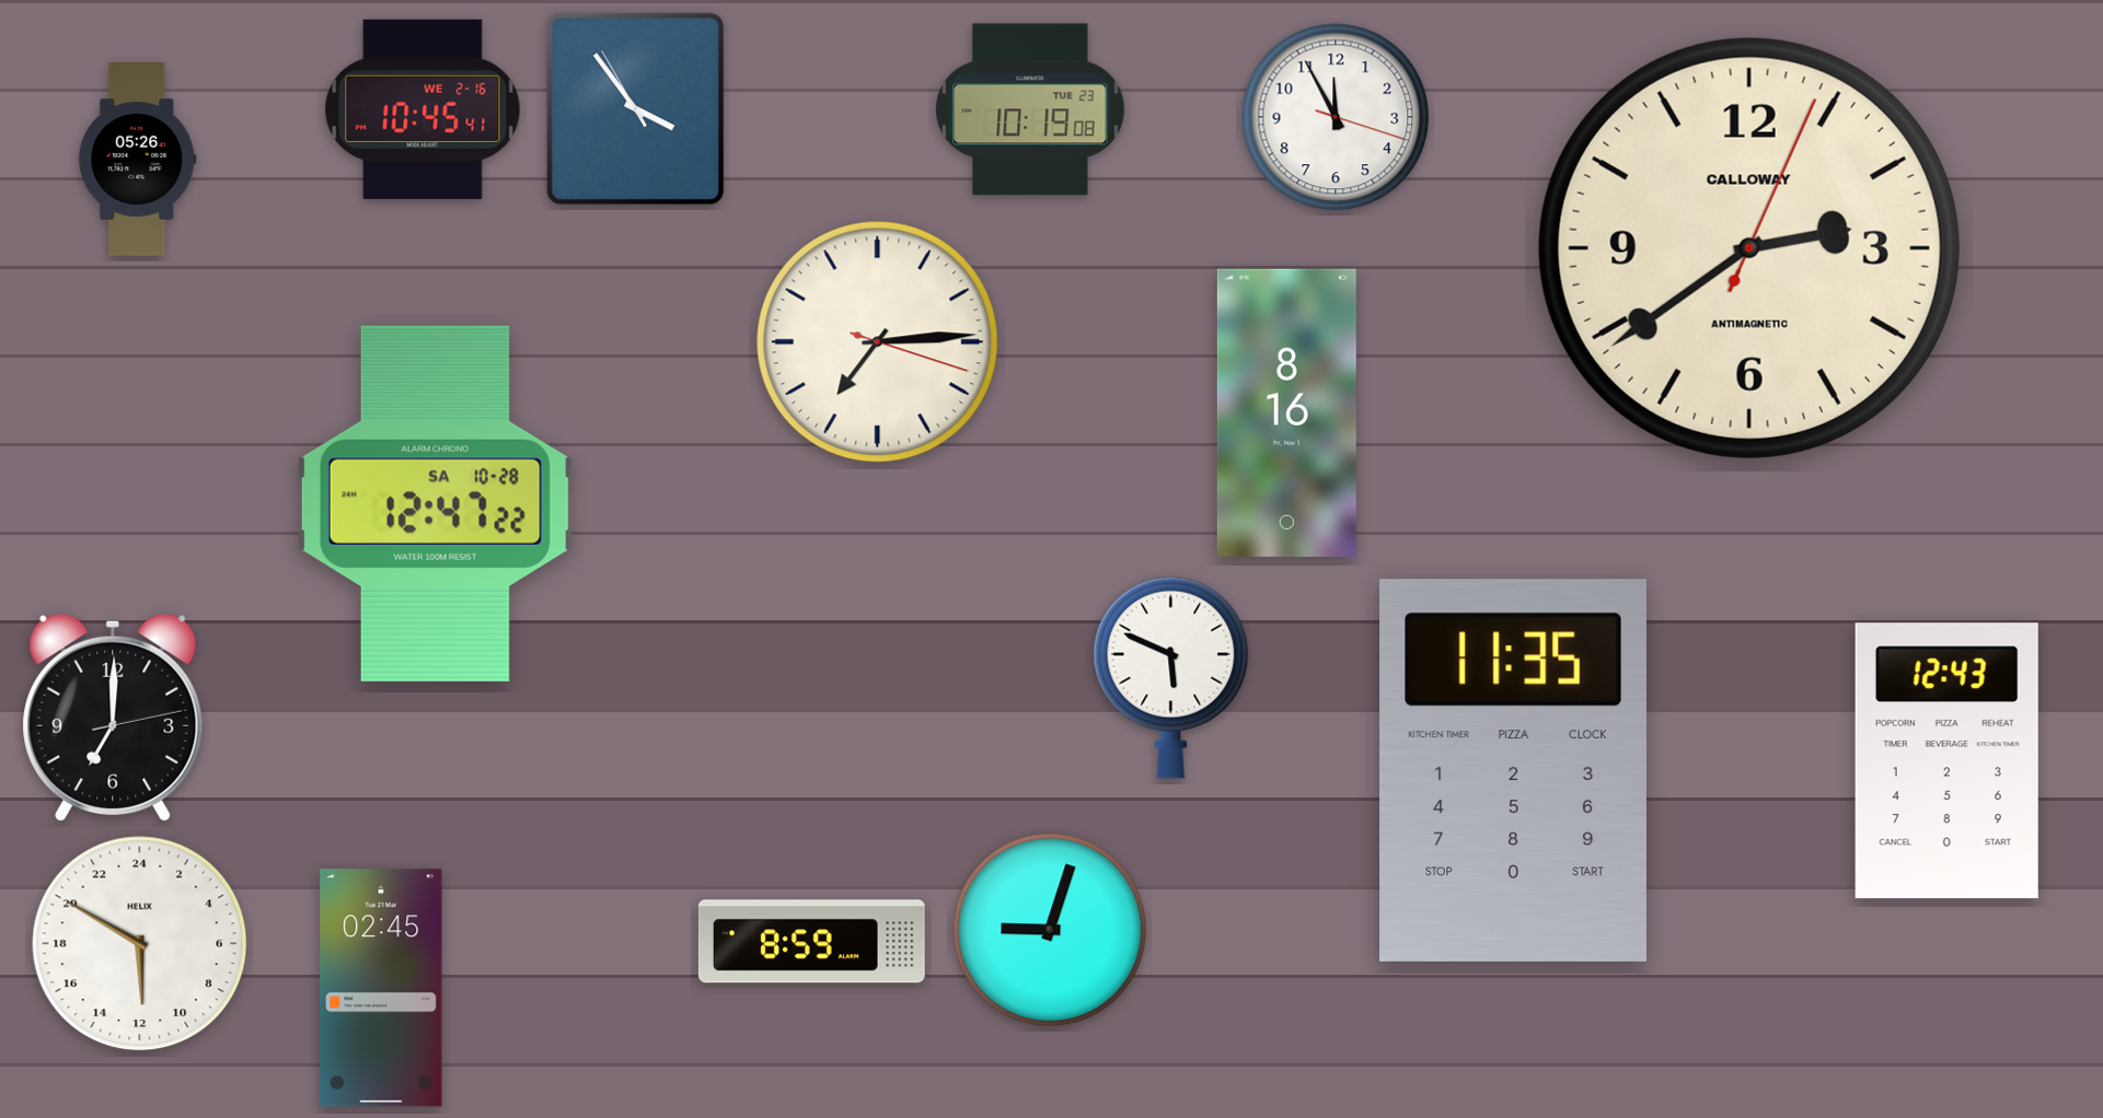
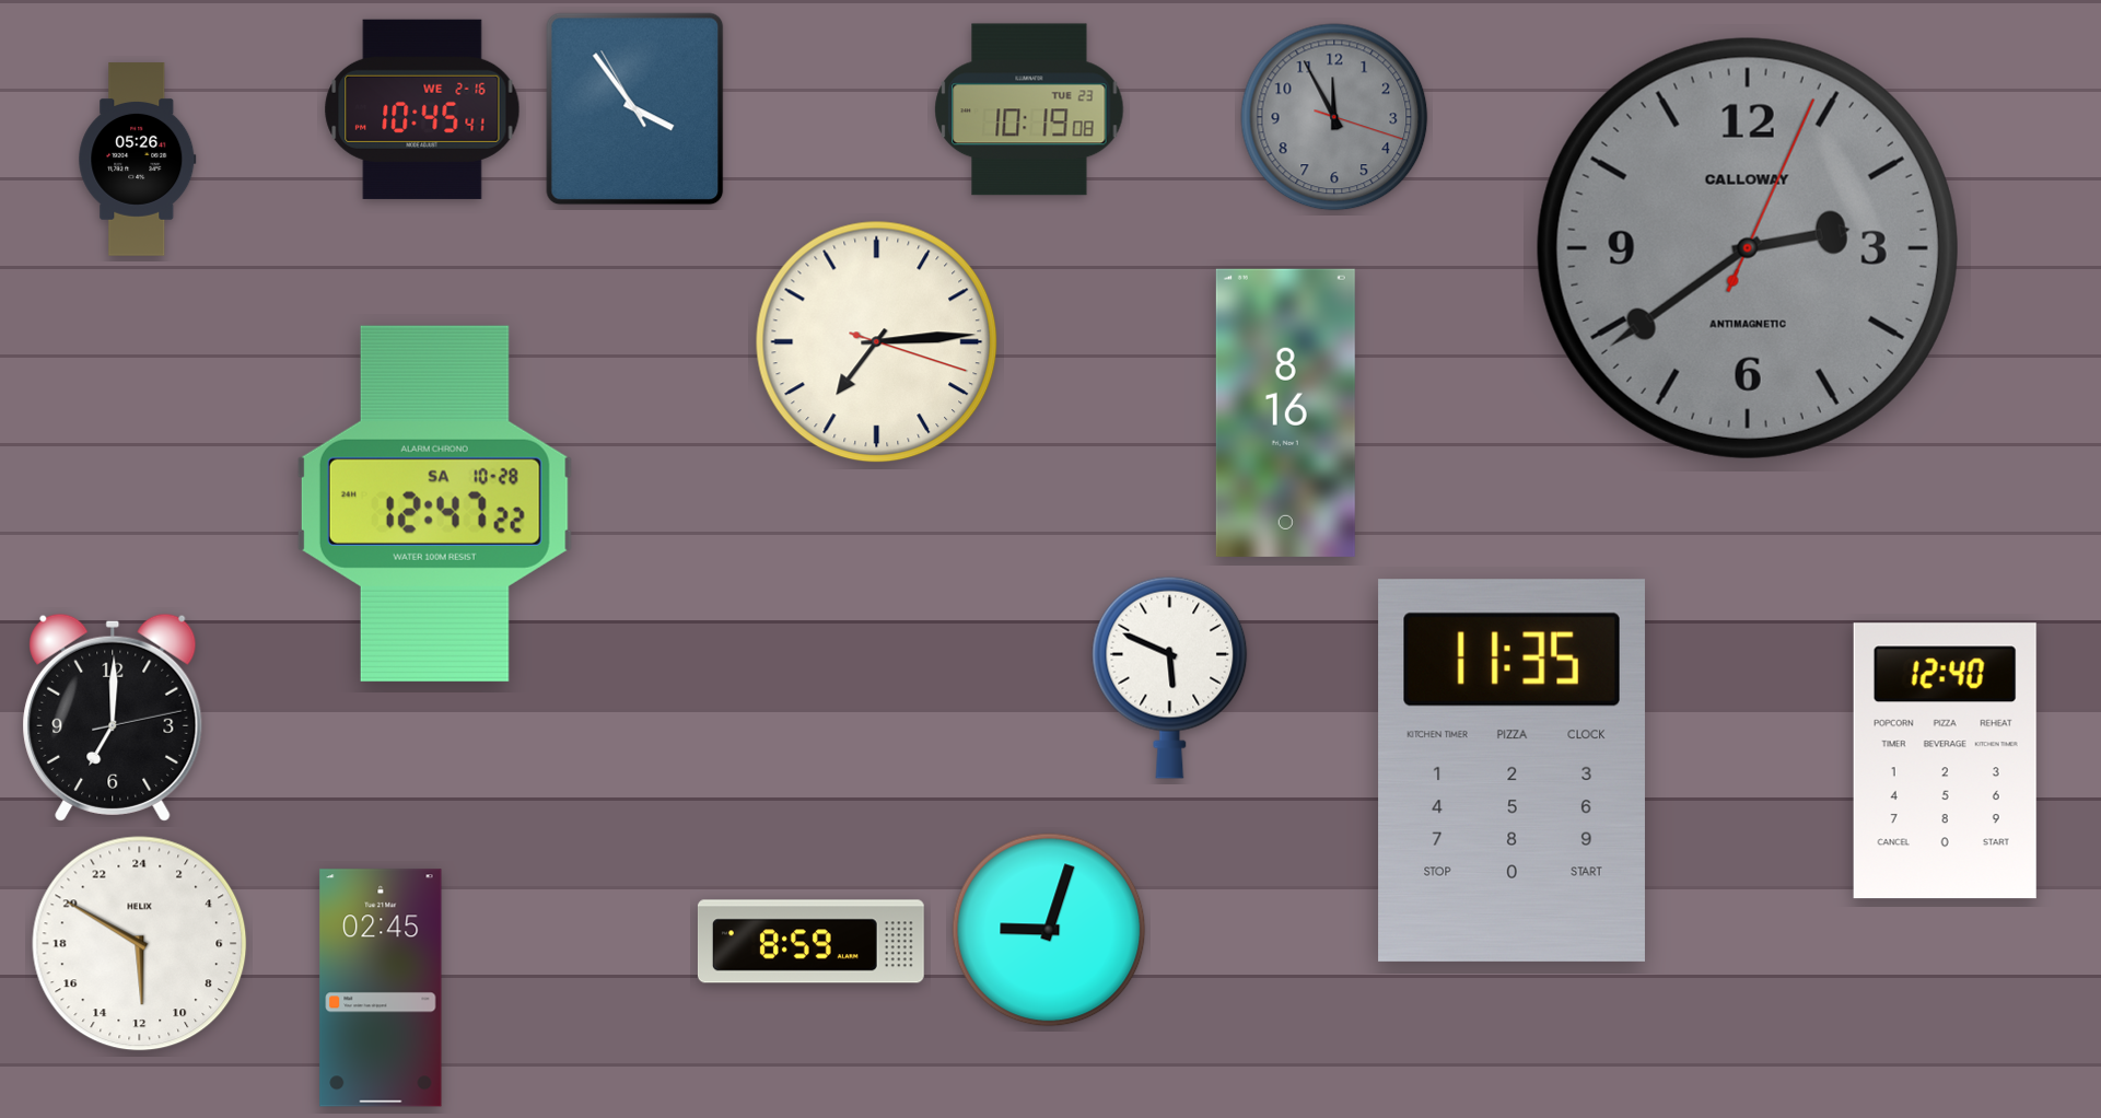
clock at (1336, 117) dial: white -> grey
clock at (1749, 248) dial: cream -> grey
clock at (1946, 761): 12:43 -> 12:40
